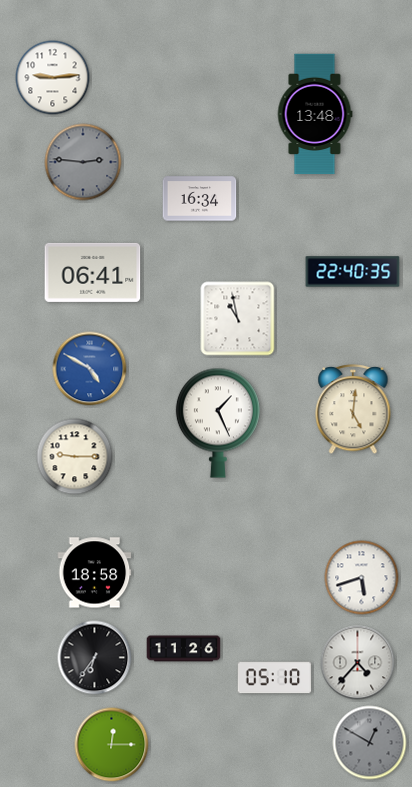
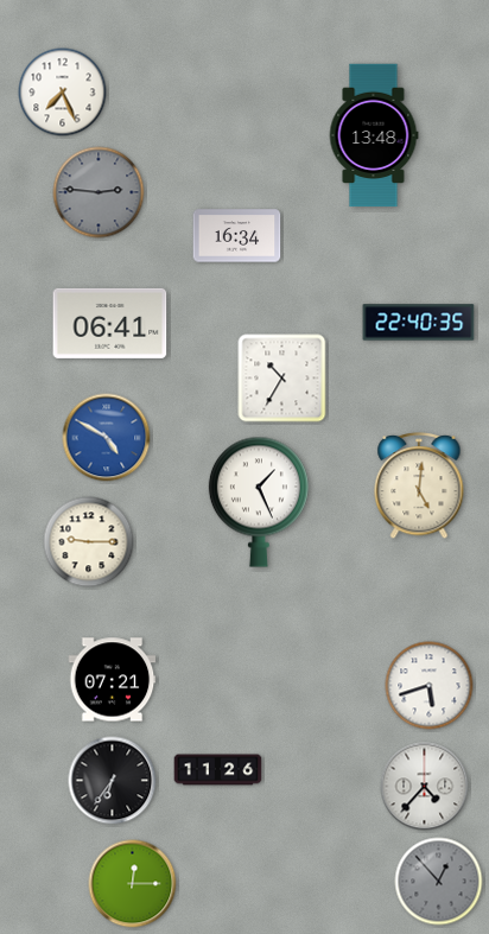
clock at (53, 78): 9:14 -> 7:26
clock at (238, 319): 10:58 -> 10:35
clock at (95, 573): 18:58 -> 07:21
clock at (275, 678): 05:10 -> none
clock at (370, 743): 12:50 -> 12:53
